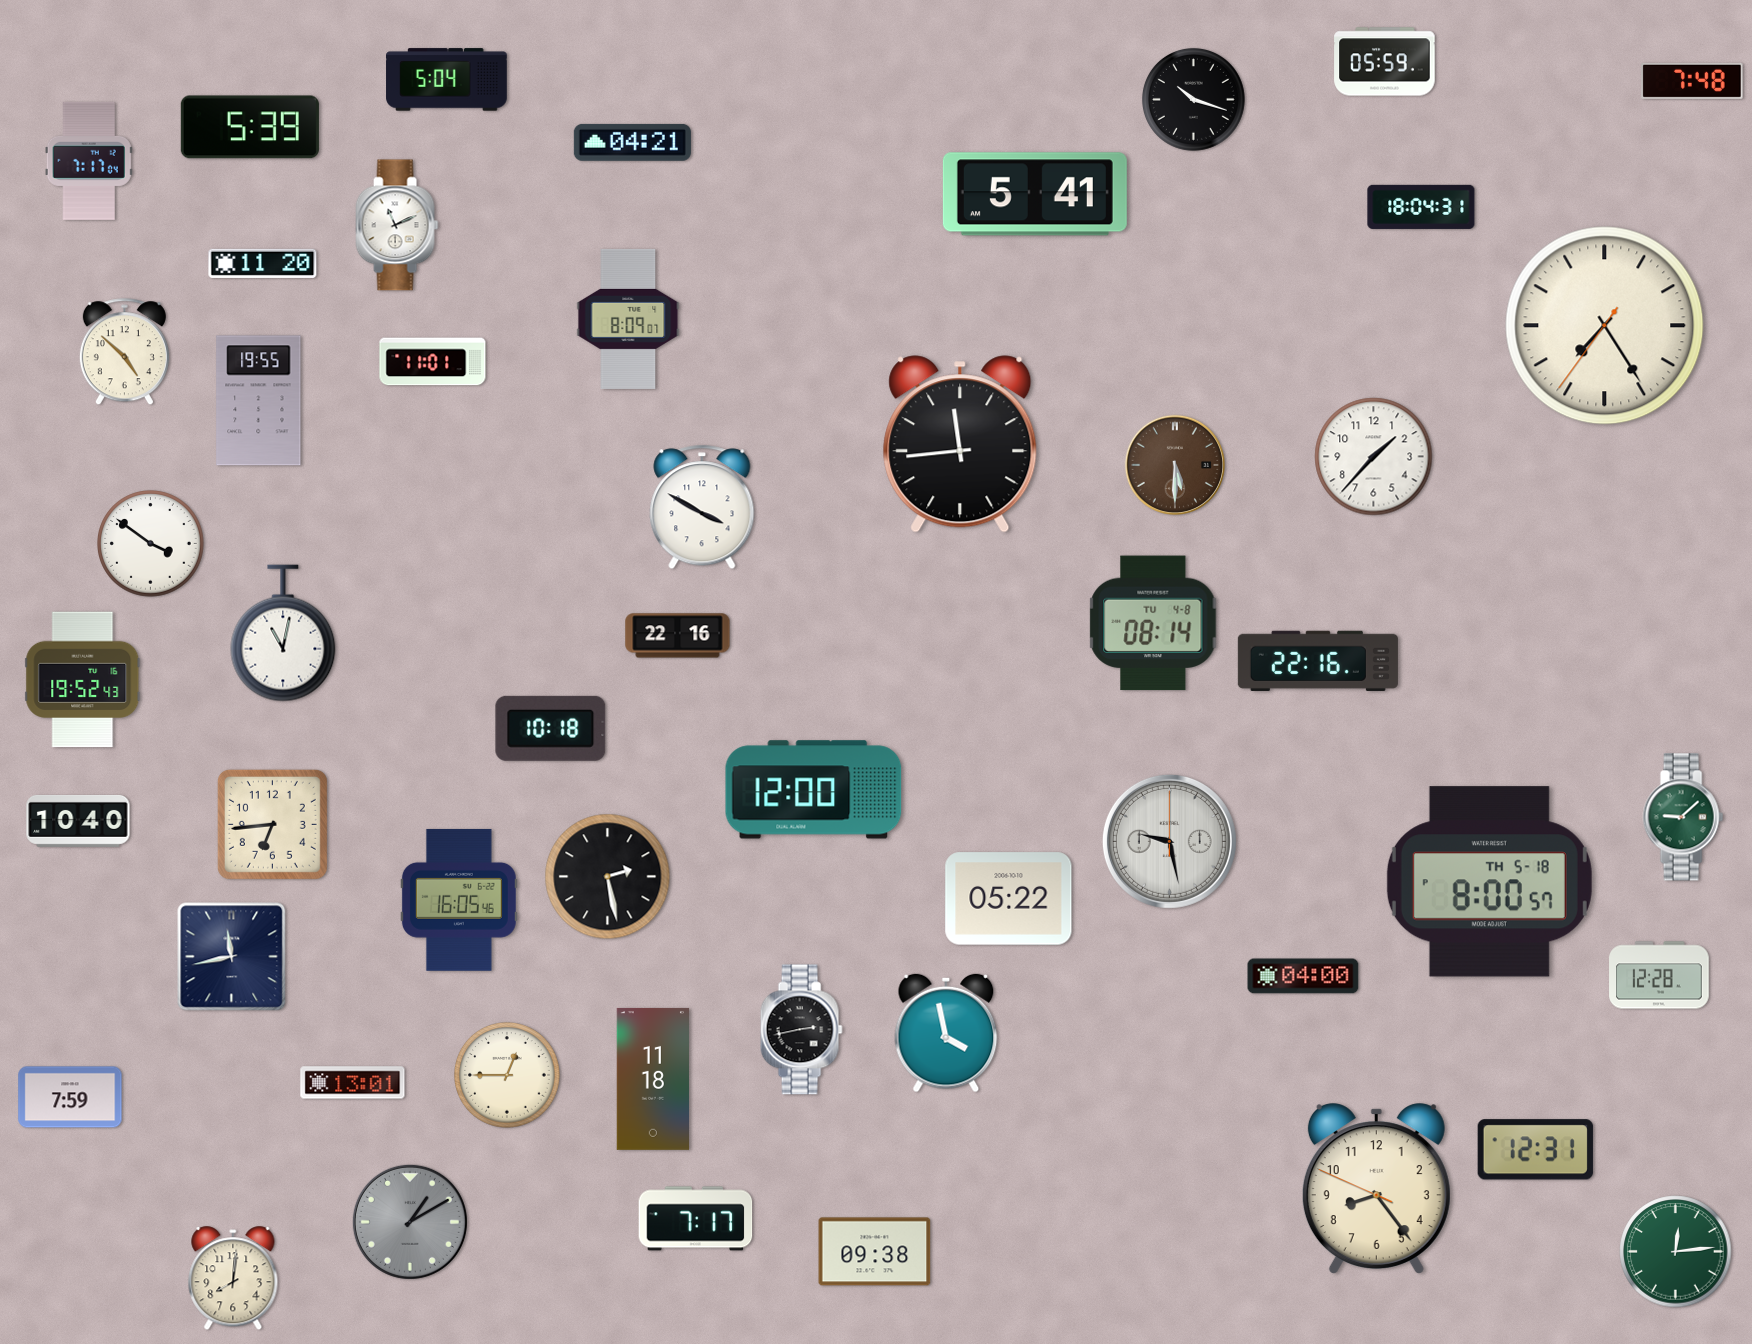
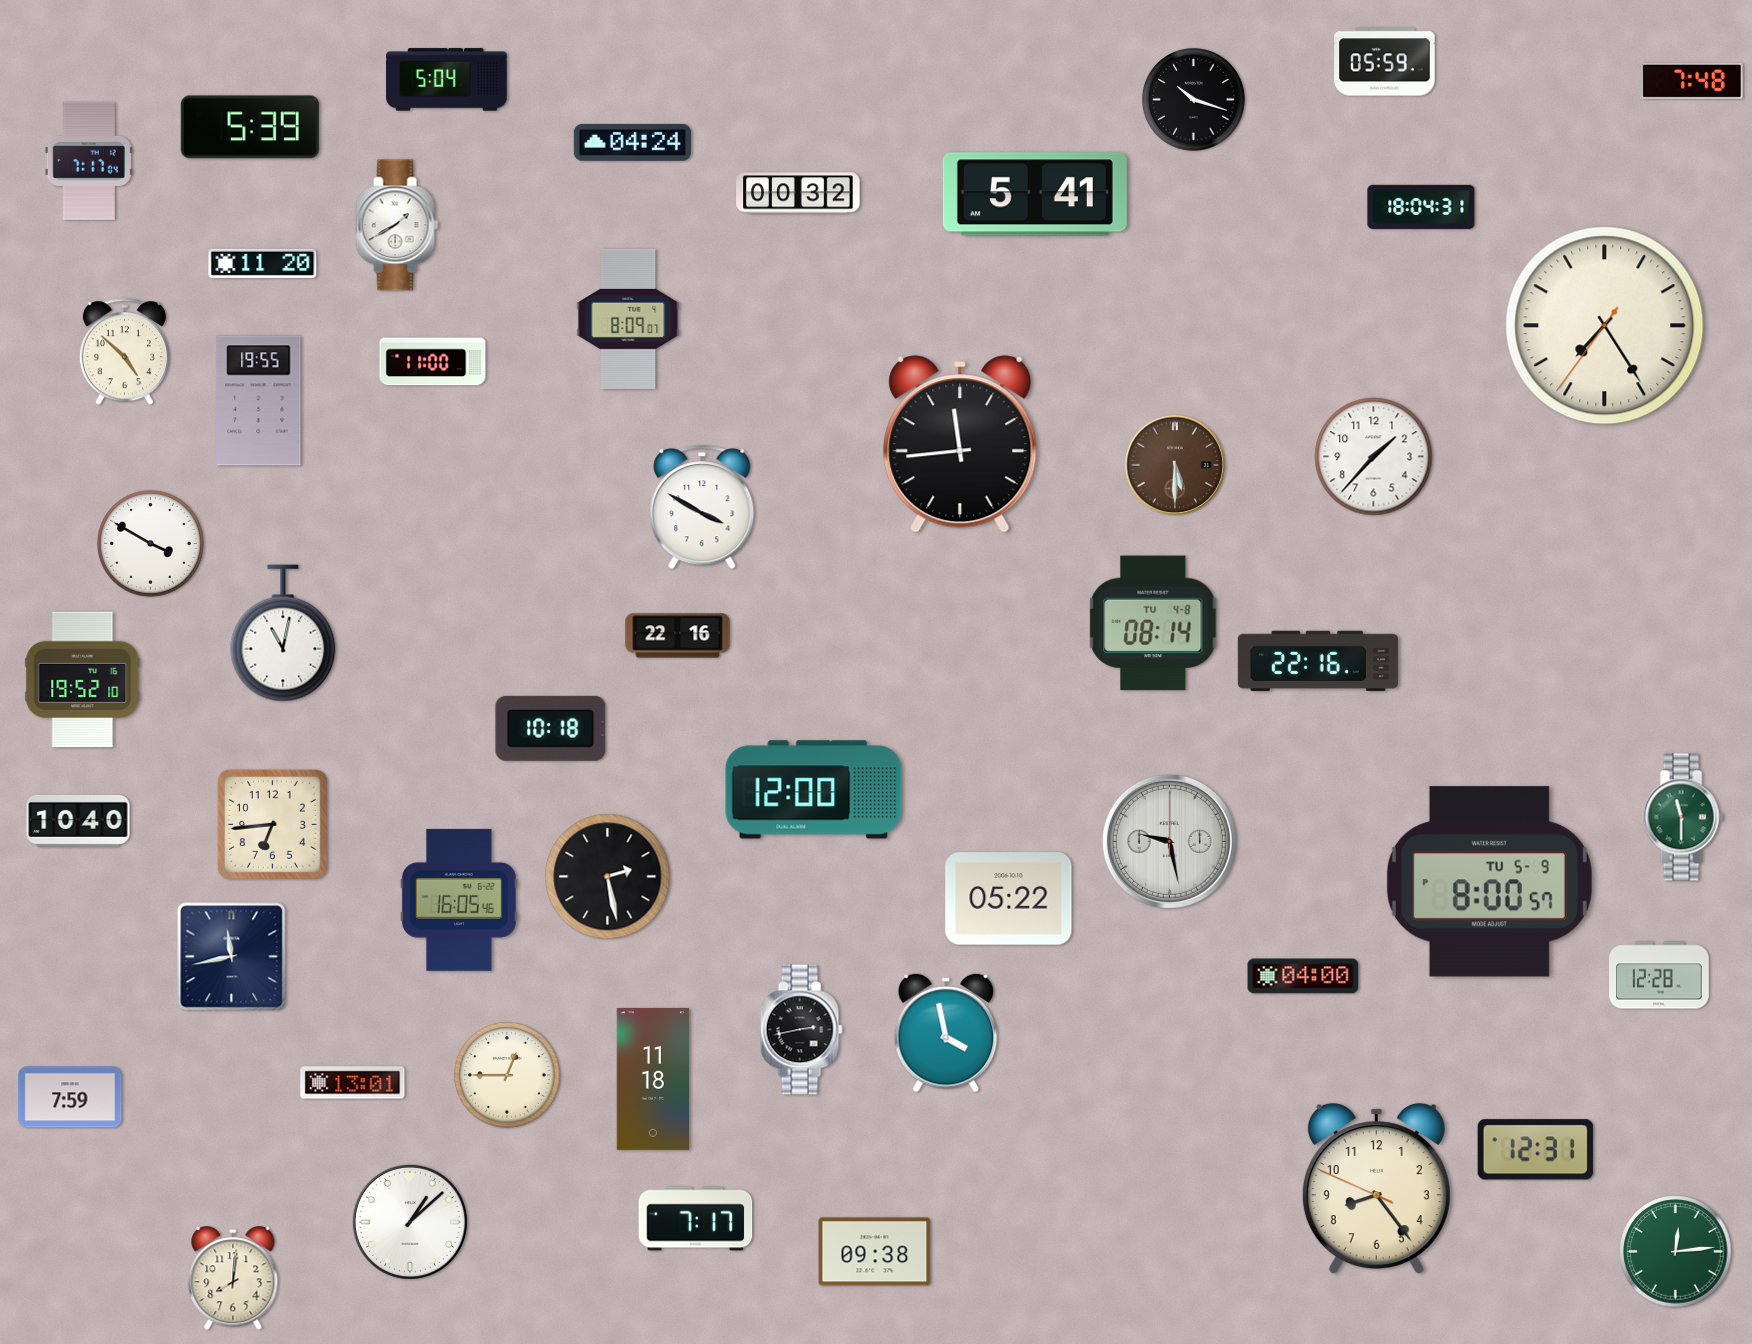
clock at (632, 142): 04:21 -> 04:24
clock at (798, 193): none -> 00:32
clock at (397, 225): 11:11 -> 1:40
clock at (433, 362): 11:01 -> 11:00
clock at (151, 544): 3:51 -> 3:50
clock at (83, 680): 19:52:43 -> 19:52:10
clock at (1683, 817): 9:08 -> 11:30
clock at (1489, 882) date: TH 5-18 -> TU 5-9
clock at (410, 1222): 1:10 -> 1:08
clock at (410, 1222) dial: grey -> white
